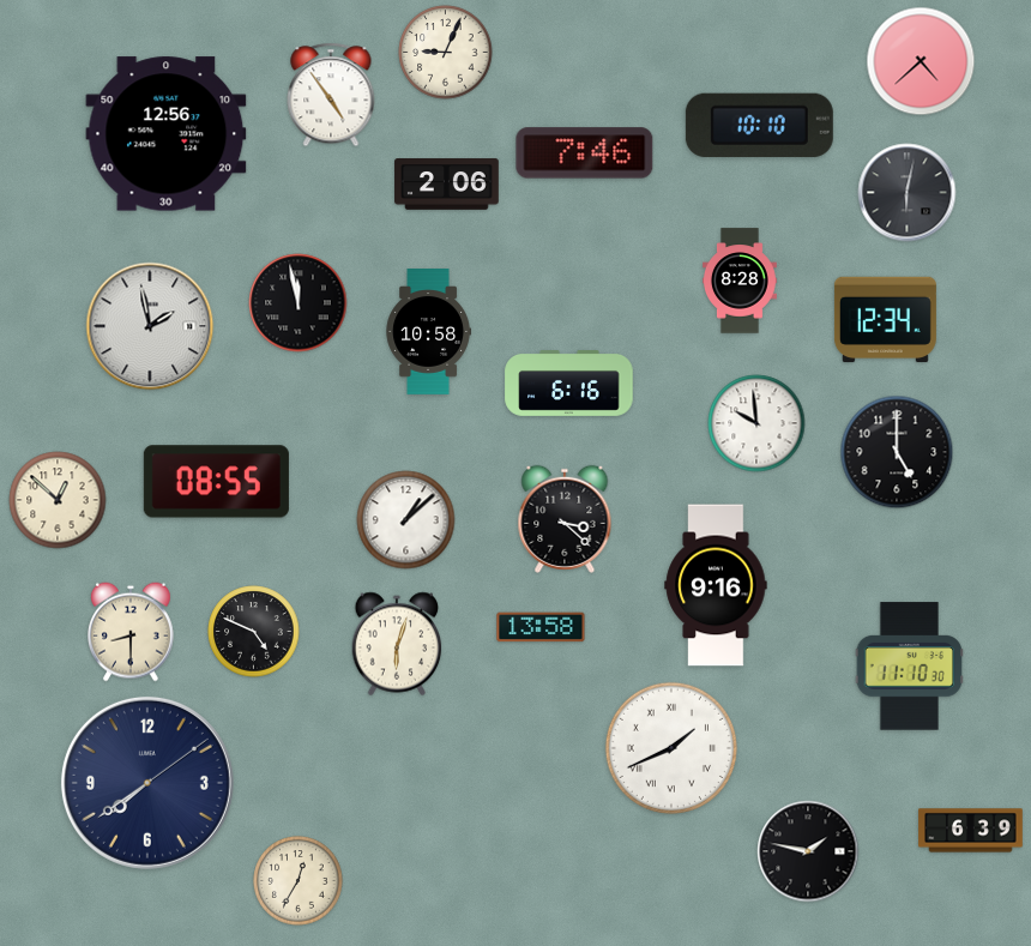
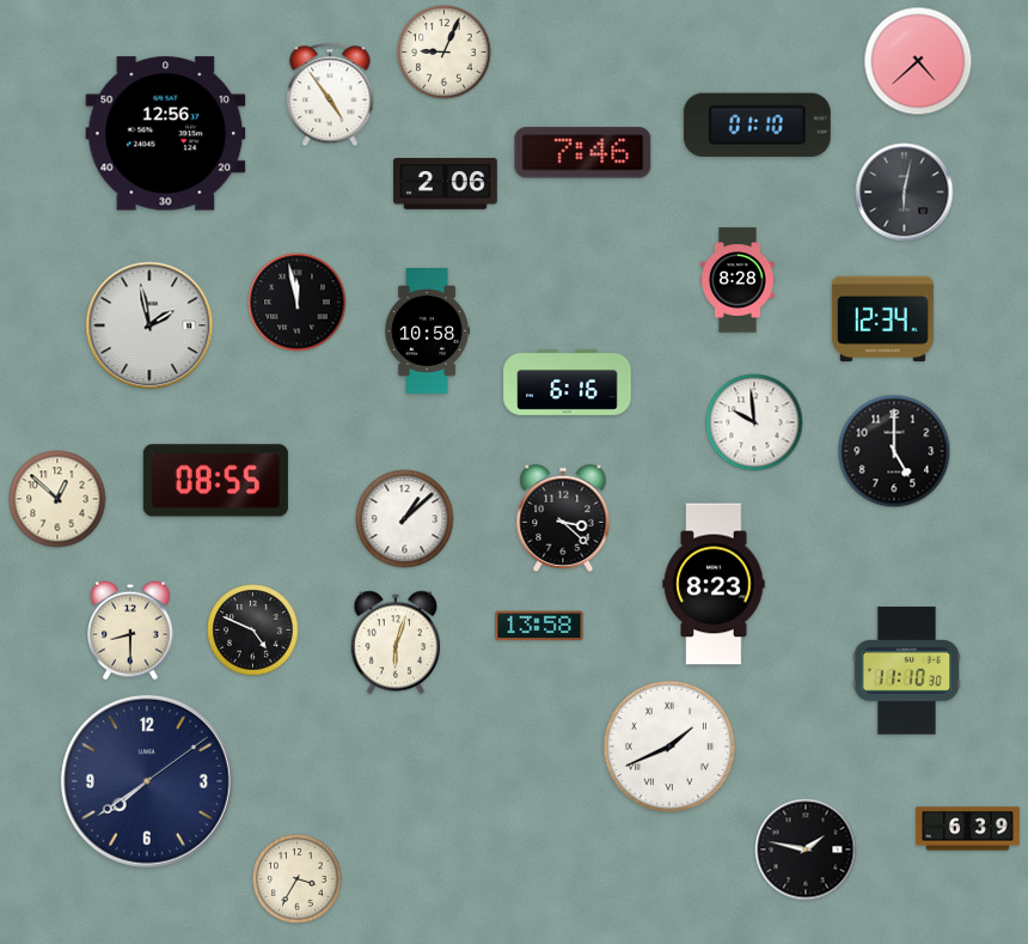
clock at (759, 125): 10:10 -> 01:10
clock at (716, 585): 9:16 -> 8:23
clock at (910, 667) position: (910, 667) -> (907, 671)
clock at (299, 881): 12:35 -> 3:35
